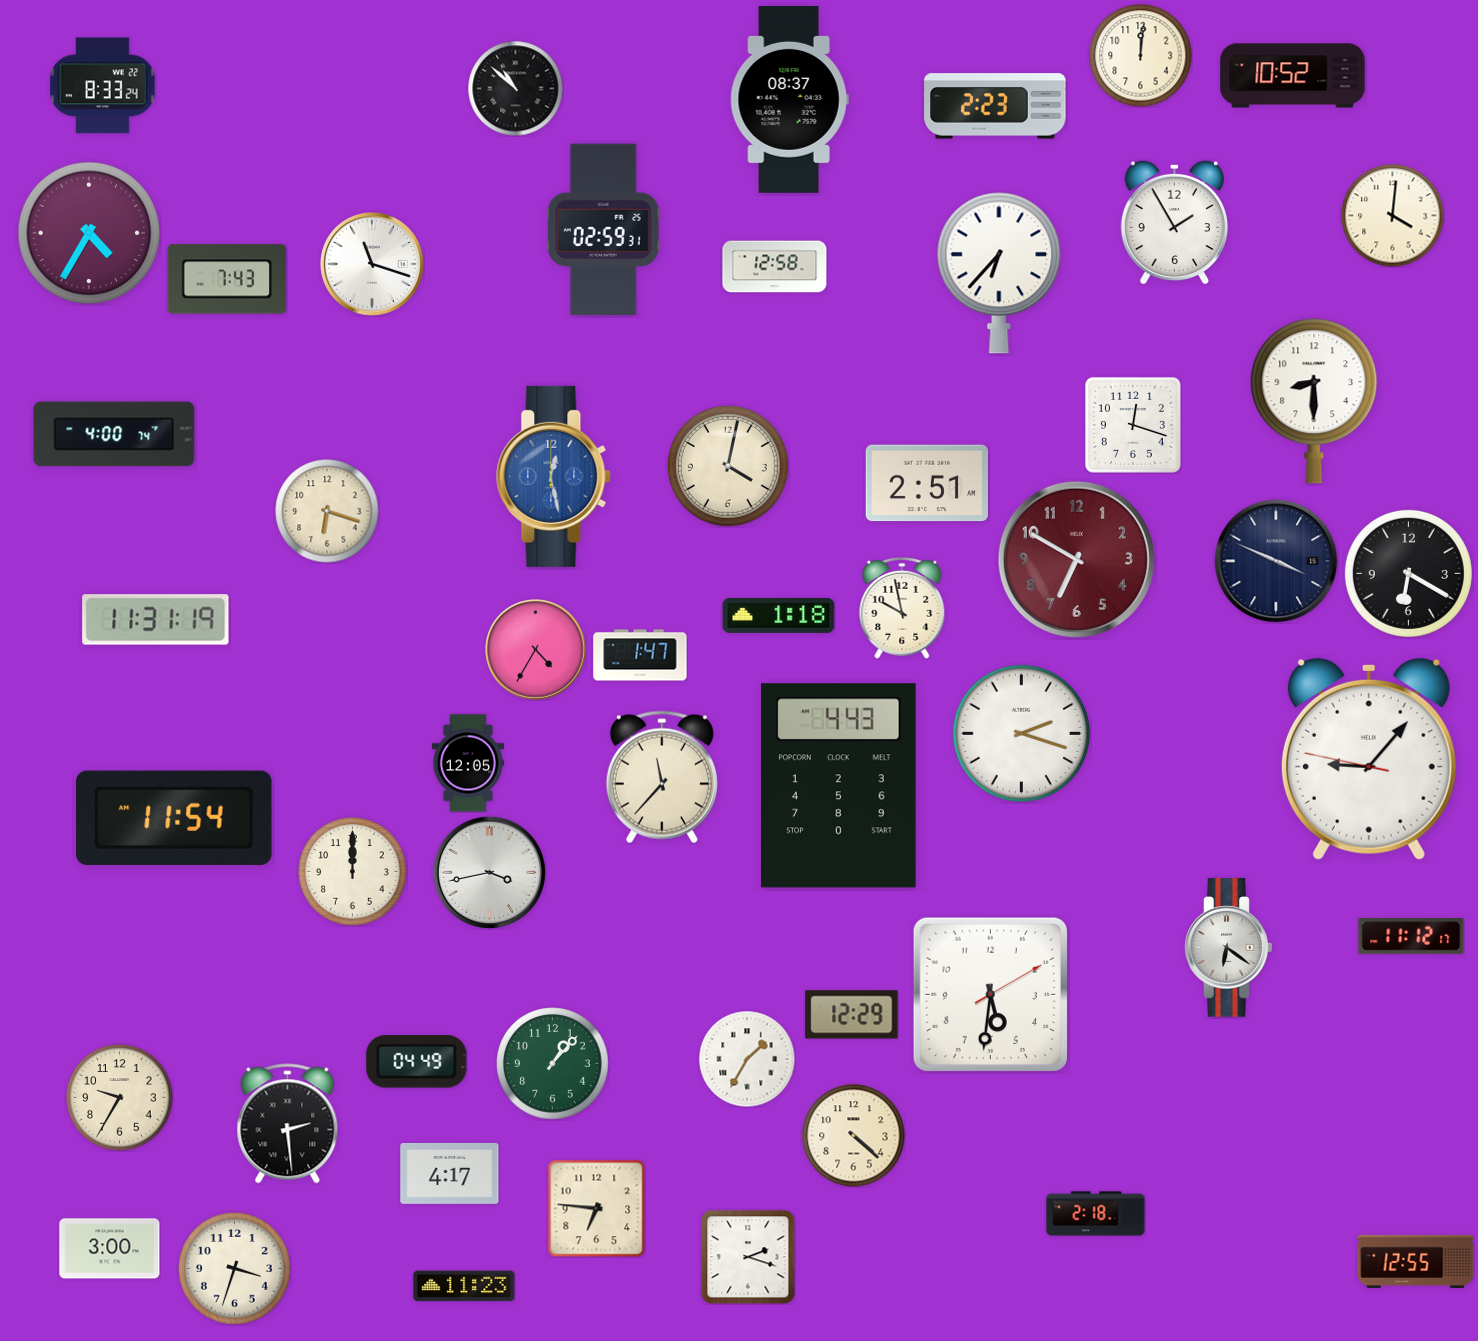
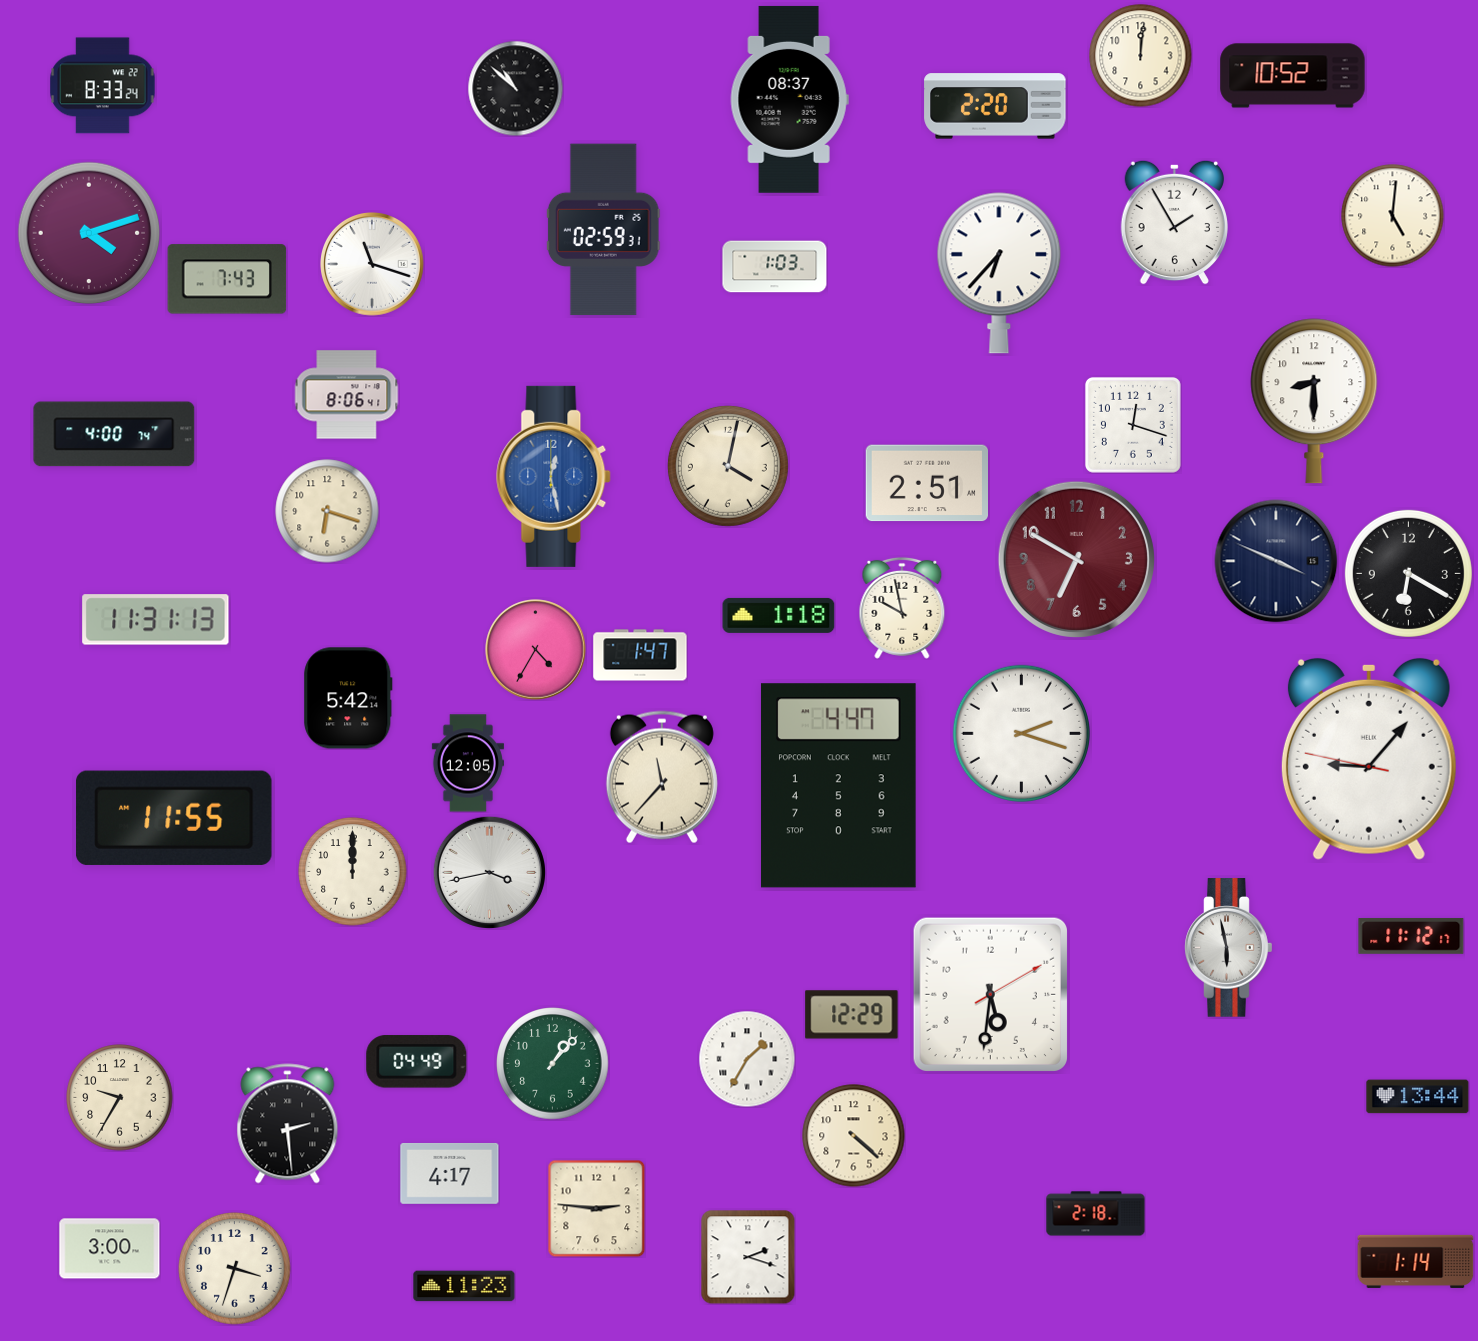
clock at (995, 106): 2:23 -> 2:20
clock at (1393, 216): 4:01 -> 5:01
clock at (89, 233): 4:35 -> 4:12
clock at (775, 267): 12:58 -> 1:03
clock at (346, 395): none -> 8:06
clock at (156, 620): 11:31:19 -> 11:31:13
clock at (348, 698): none -> 5:42
clock at (838, 786): 4:43 -> 4:47
clock at (175, 818): 11:54 -> 11:55
clock at (1229, 948): 6:21 -> 5:58
clock at (1418, 1097): none -> 13:44
clock at (596, 1208): 6:46 -> 2:46
clock at (1416, 1261): 12:55 -> 1:14
